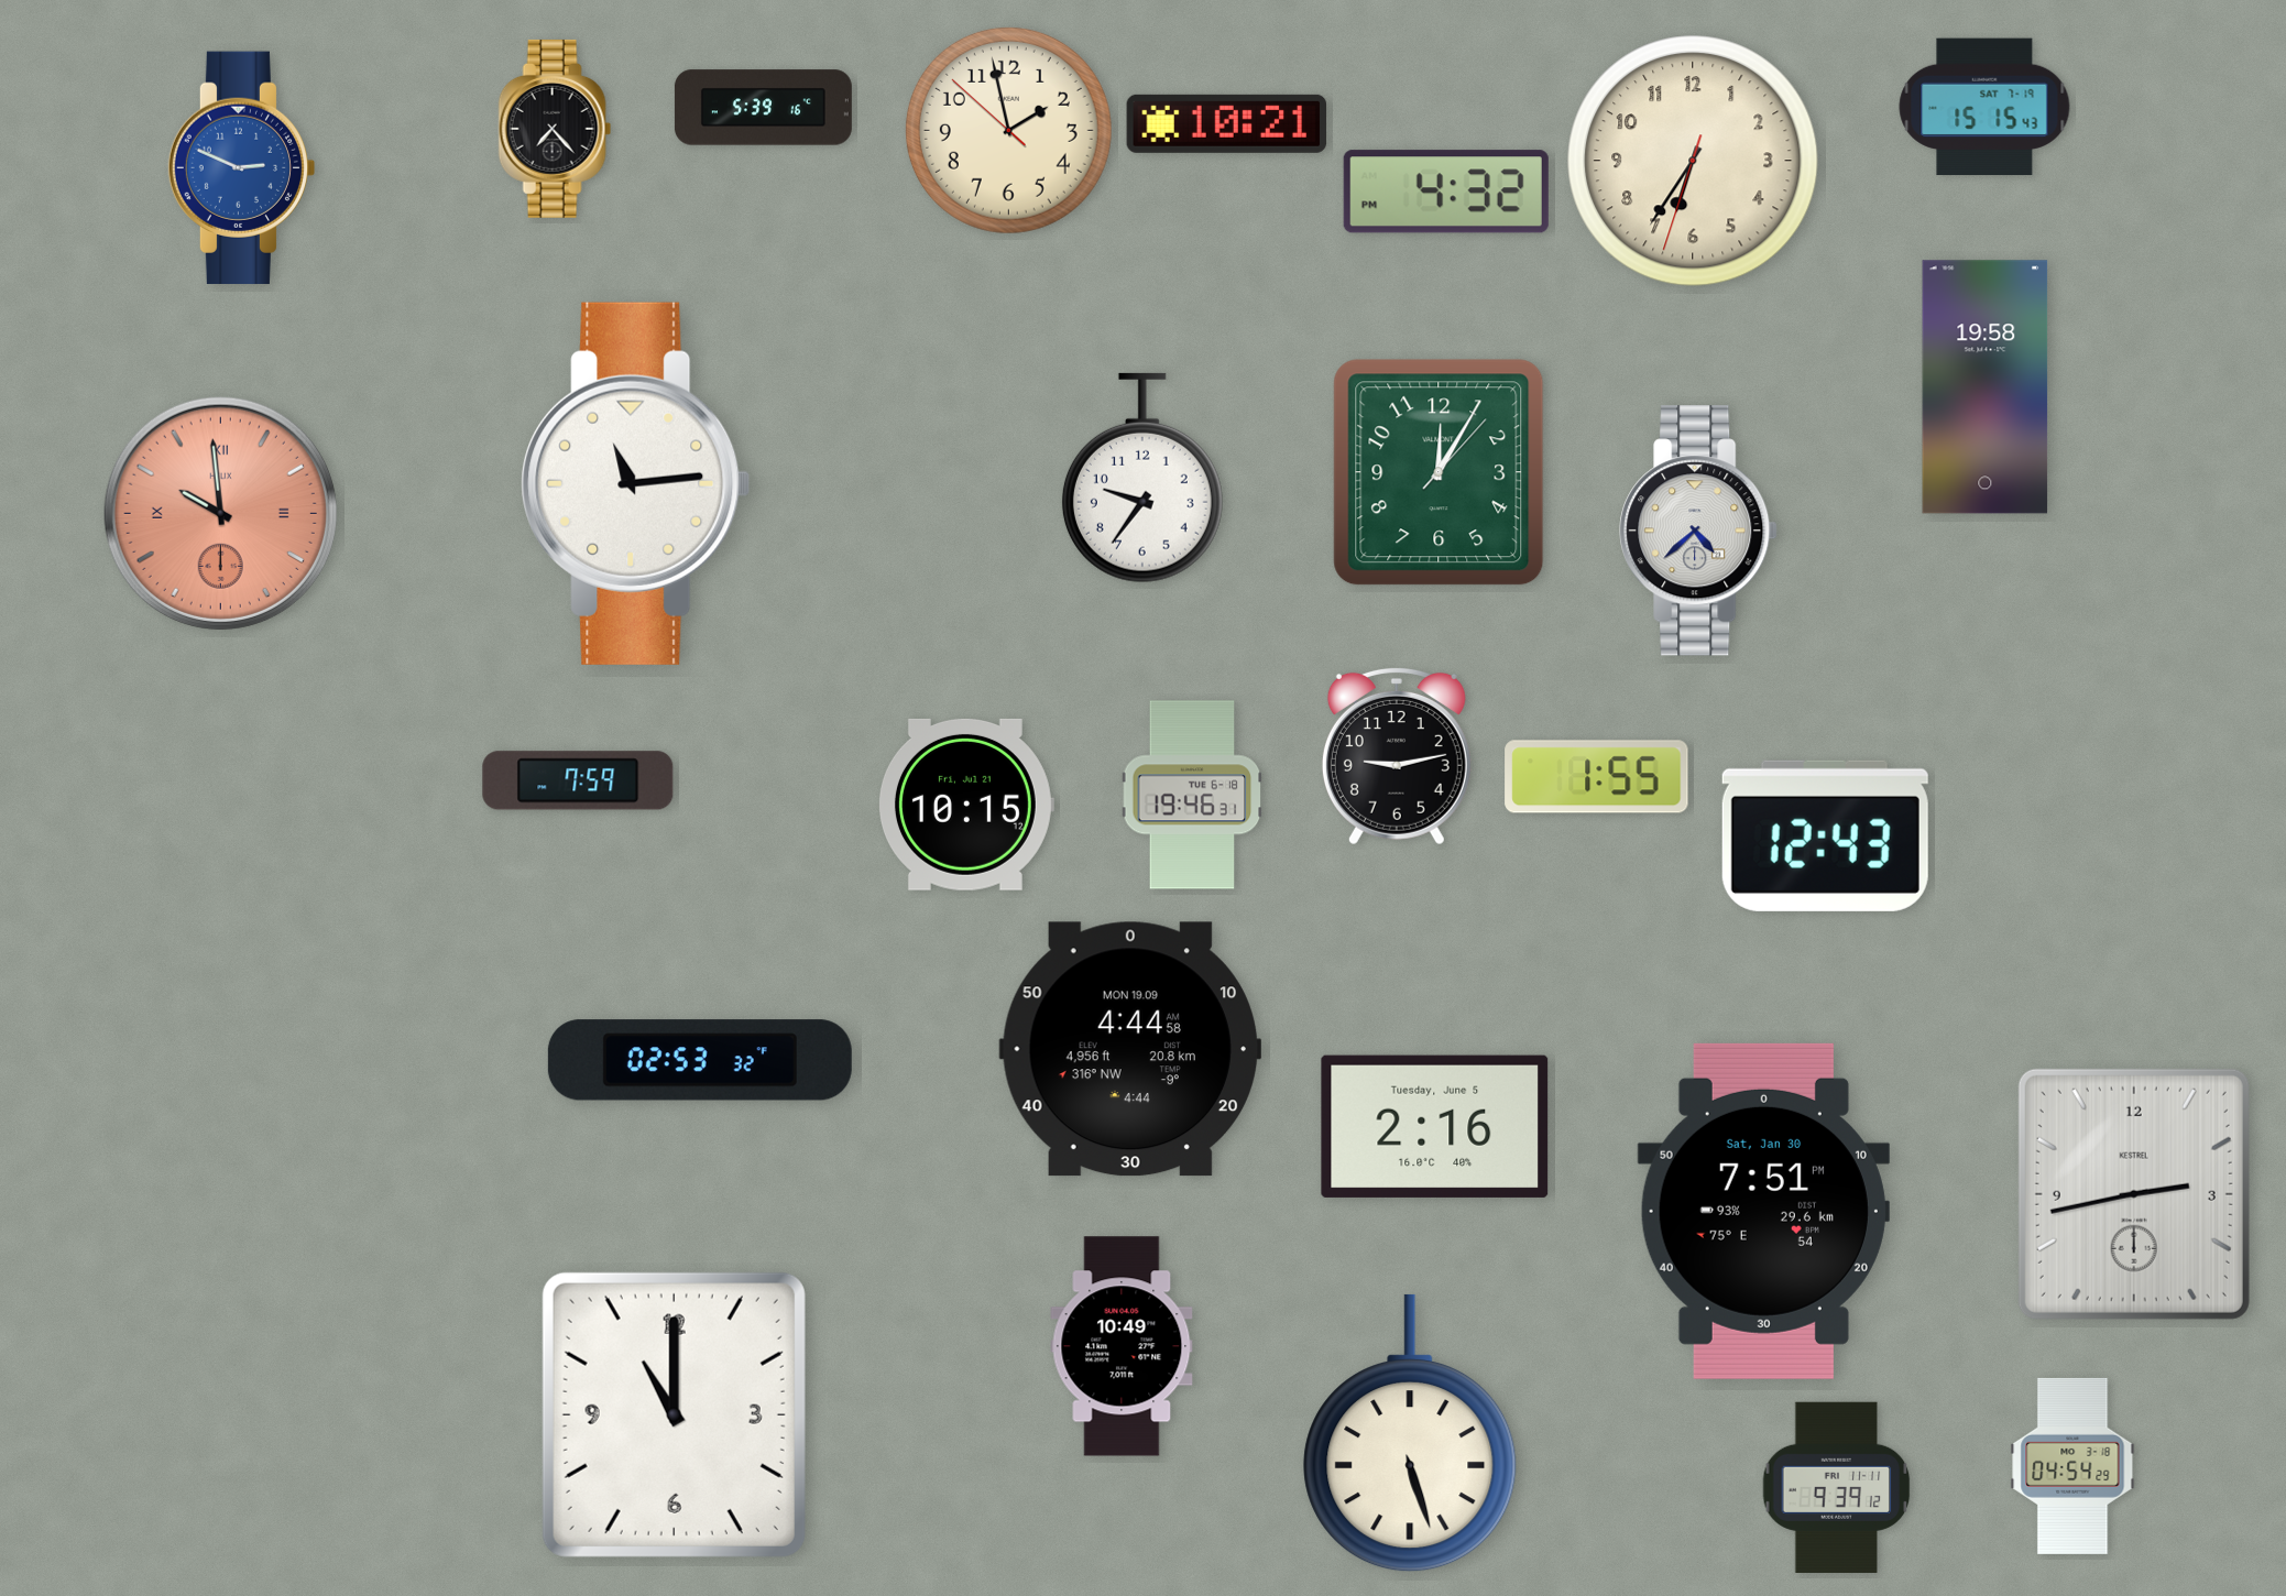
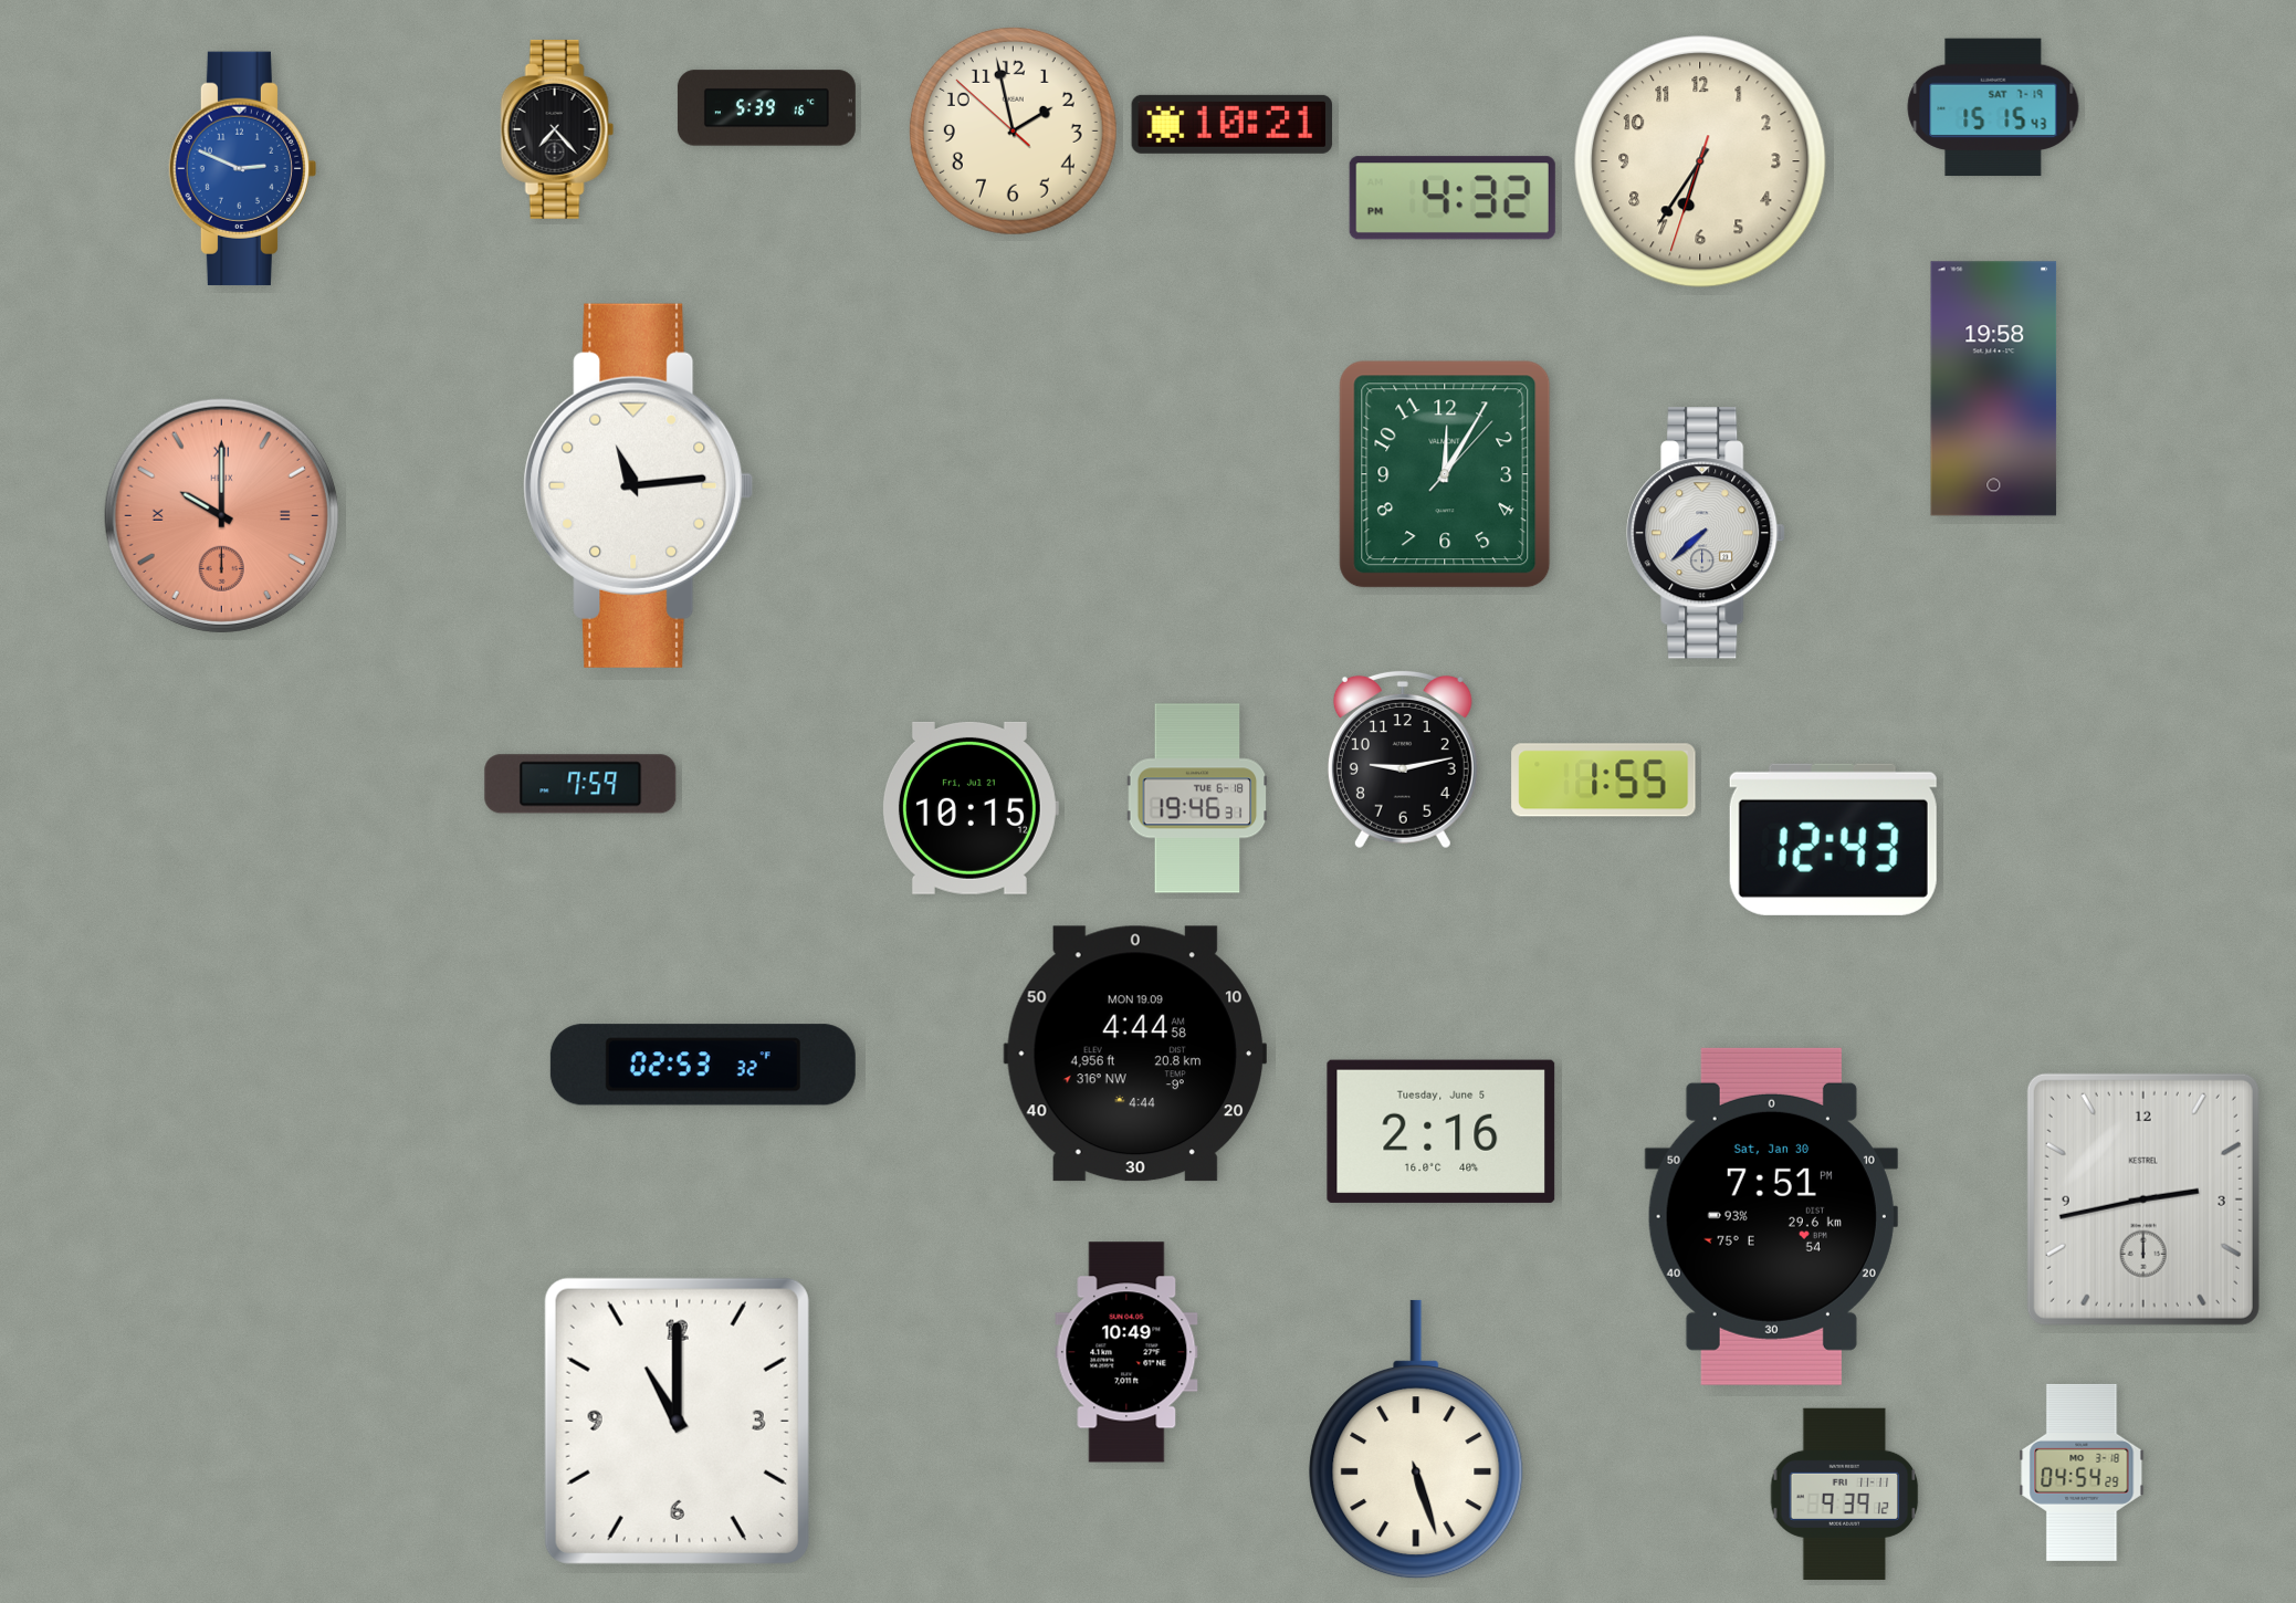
clock at (1446, 192) position: (1446, 192) -> (1453, 198)
clock at (1142, 478): 9:36 -> none
clock at (220, 513): 9:59 -> 10:00
clock at (1698, 531): 4:38 -> 7:38
